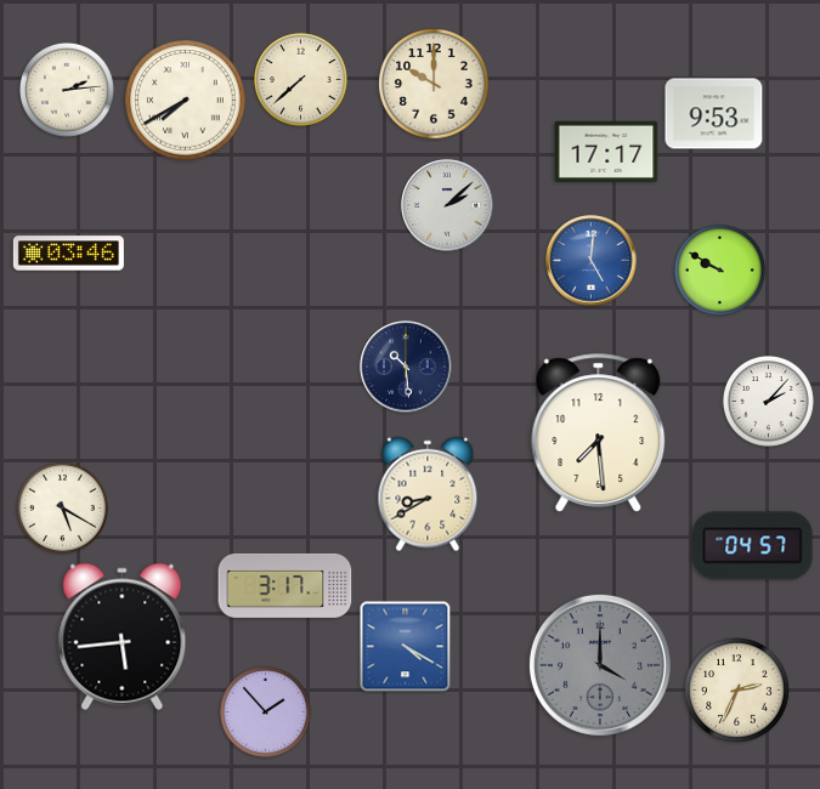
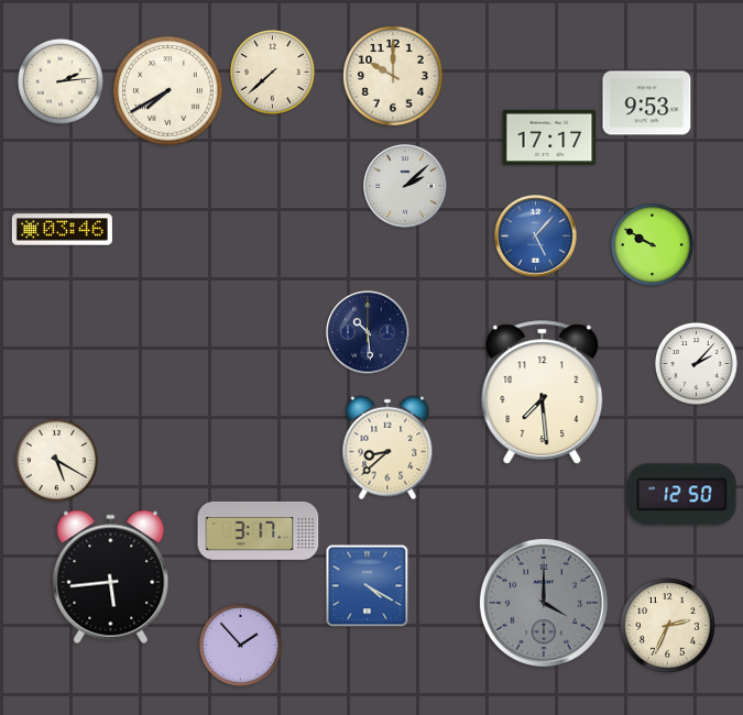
clock at (592, 261): 5:01 -> 5:07
clock at (428, 494): 8:40 -> 8:38
clock at (753, 546): 04:57 -> 12:50
